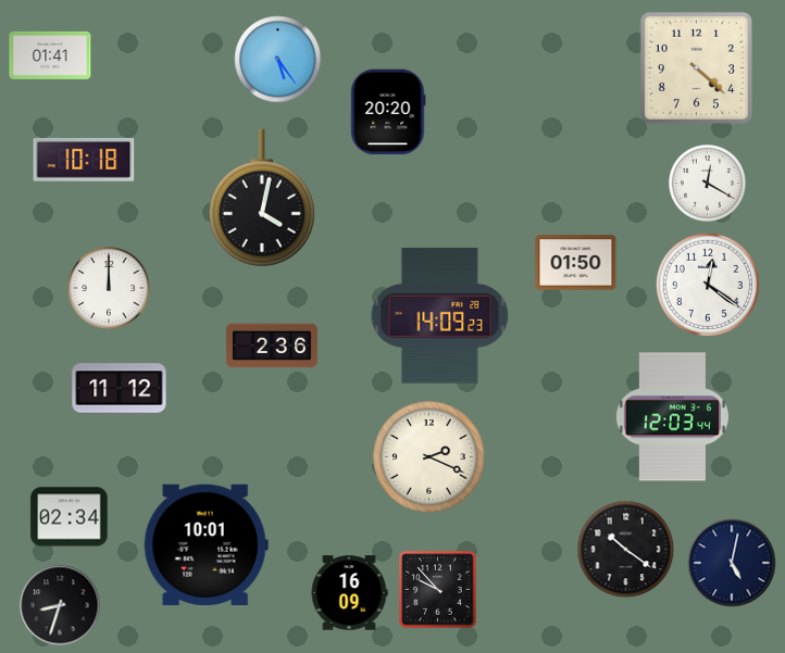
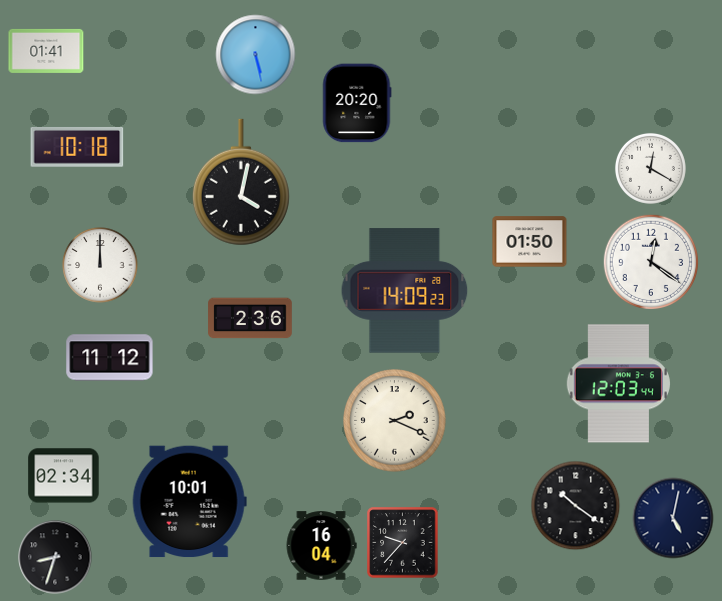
clock at (278, 60): 5:24 -> 5:28
clock at (696, 67): 4:22 -> none
clock at (438, 590): 9:53 -> 9:37
clock at (349, 593): 16:09 -> 16:04
